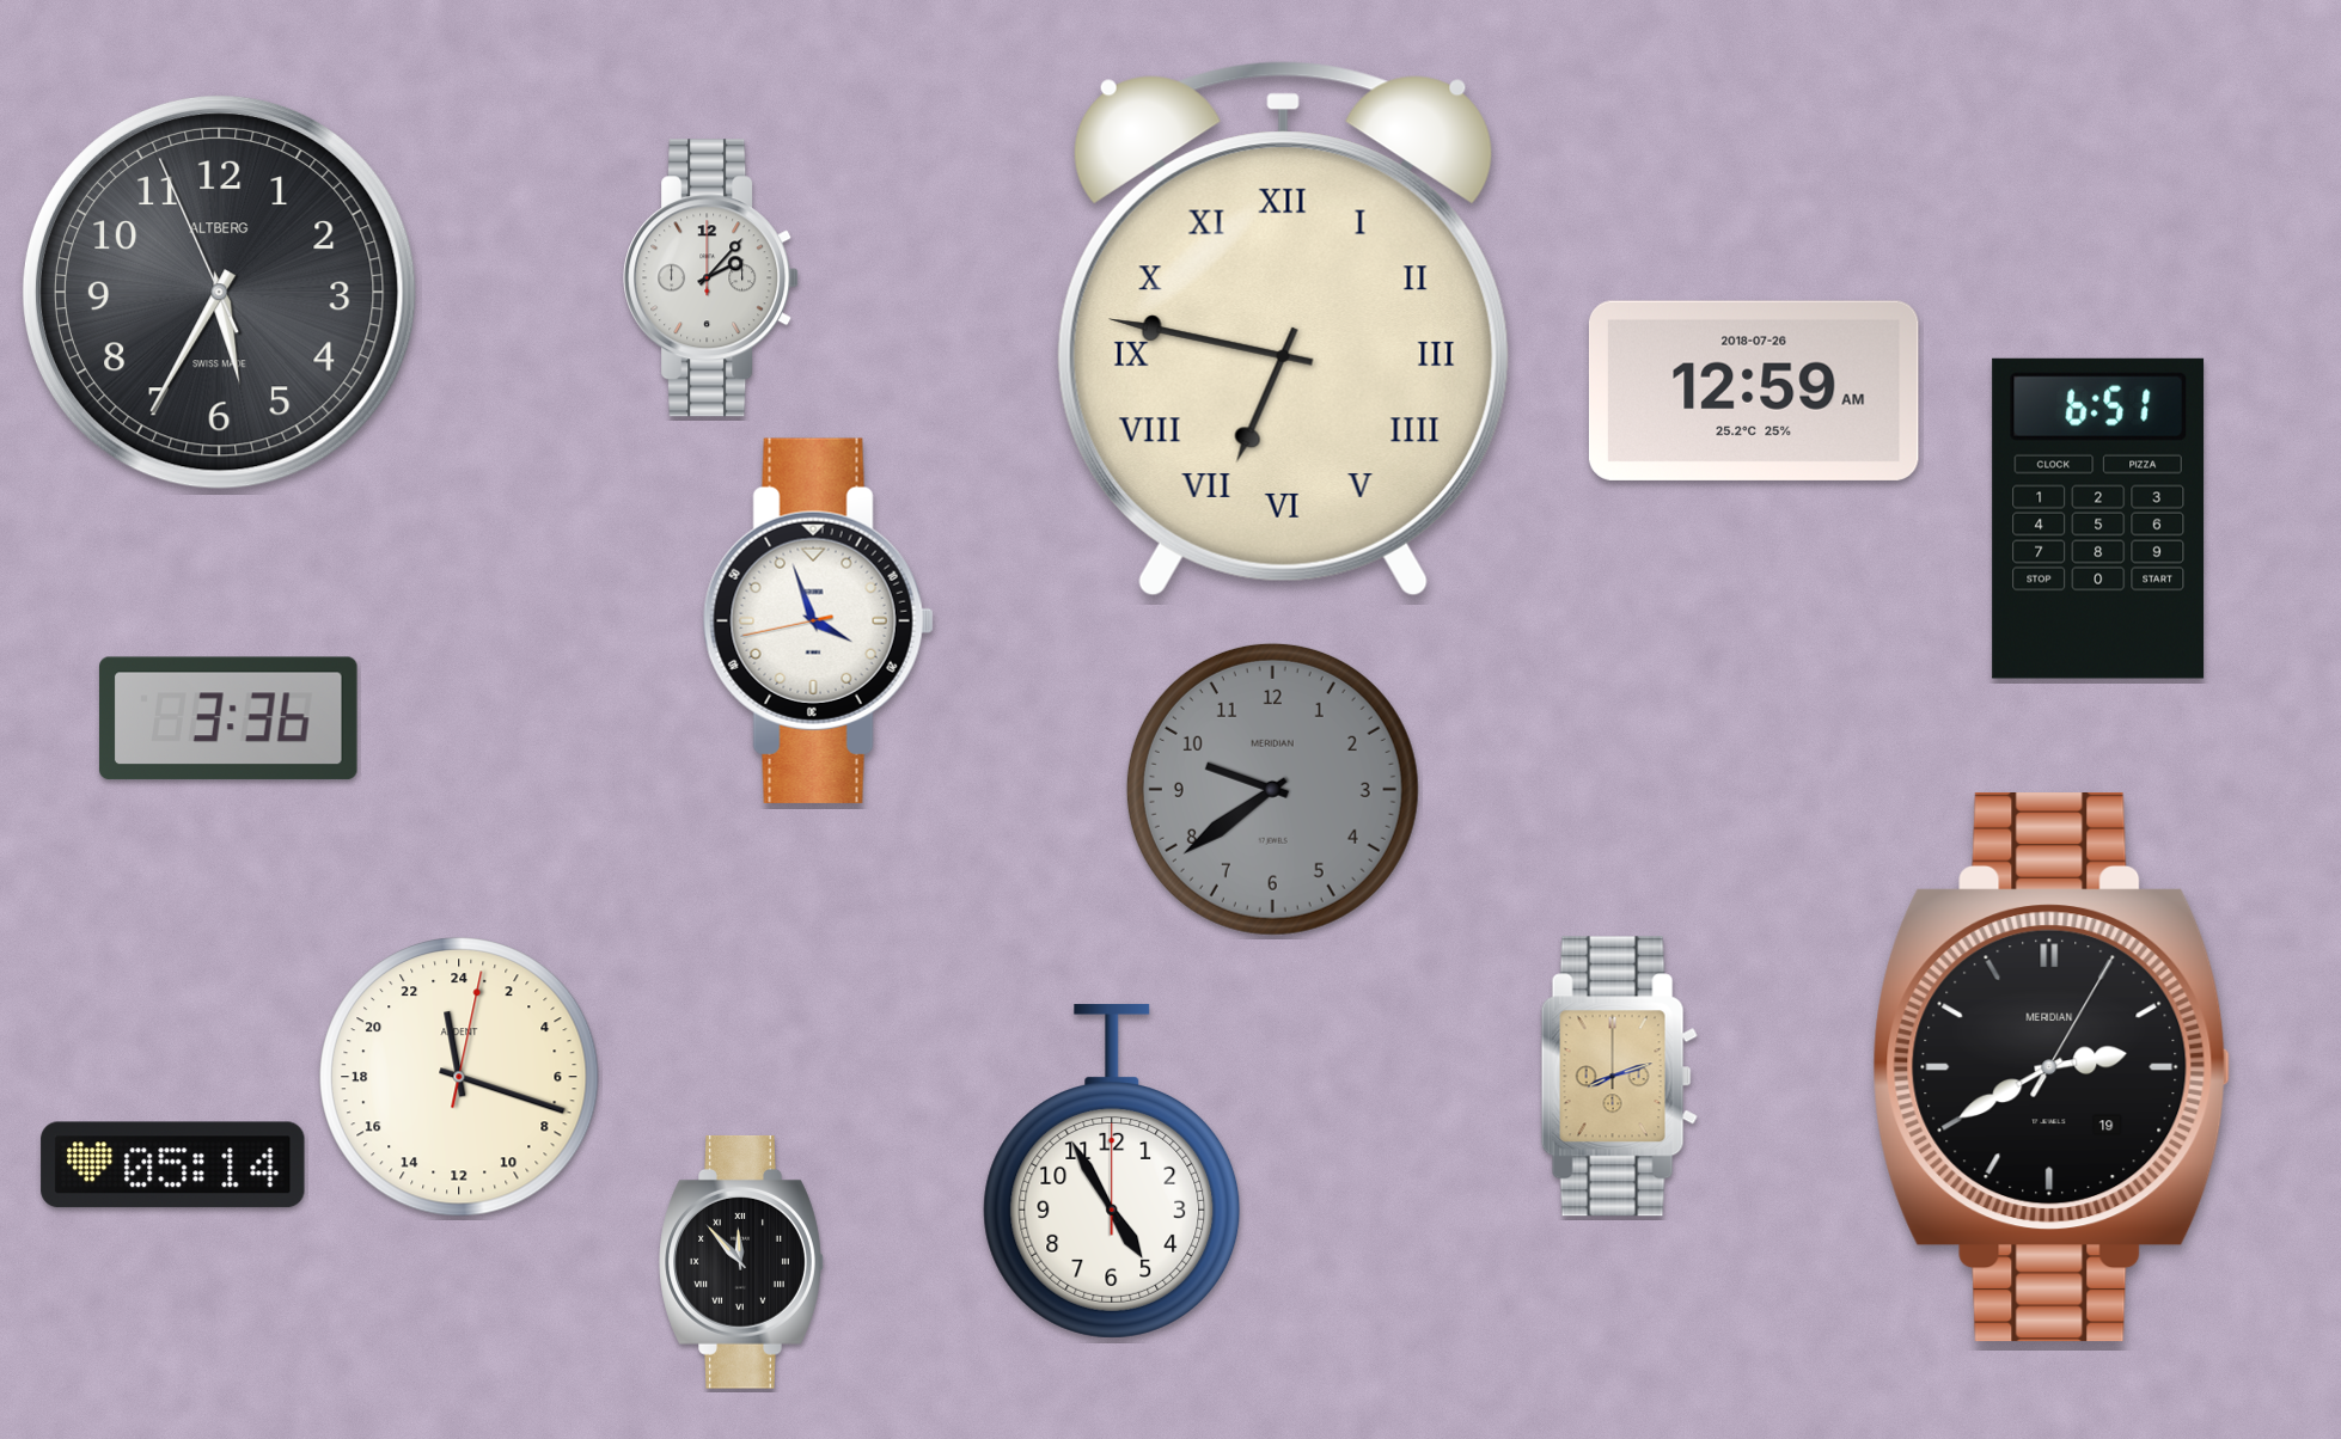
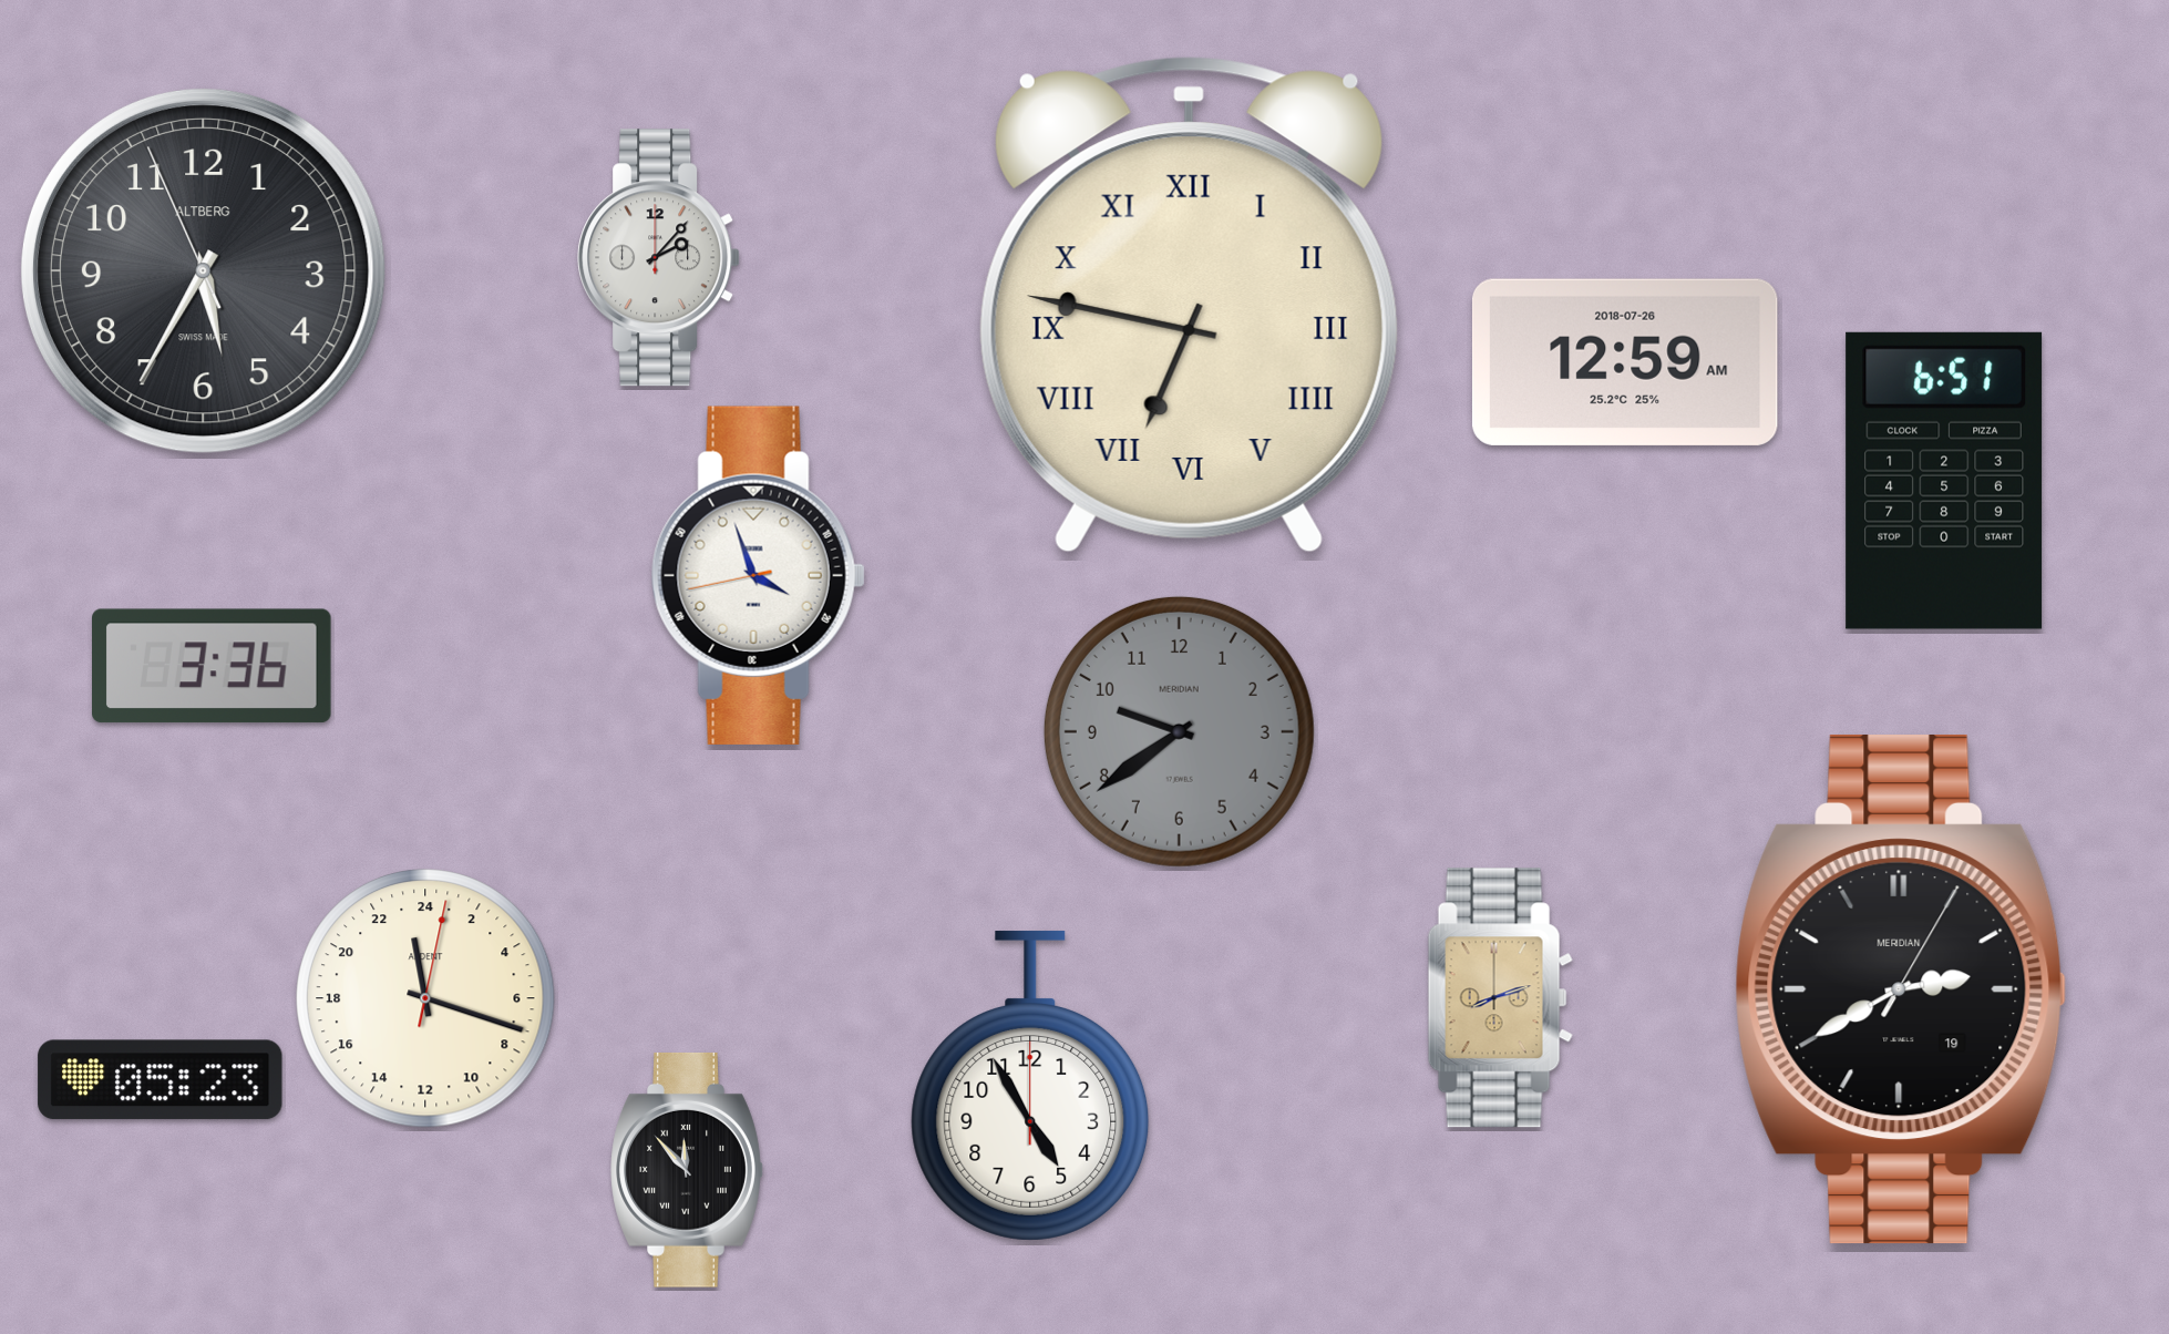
clock at (173, 1165): 05:14 -> 05:23
